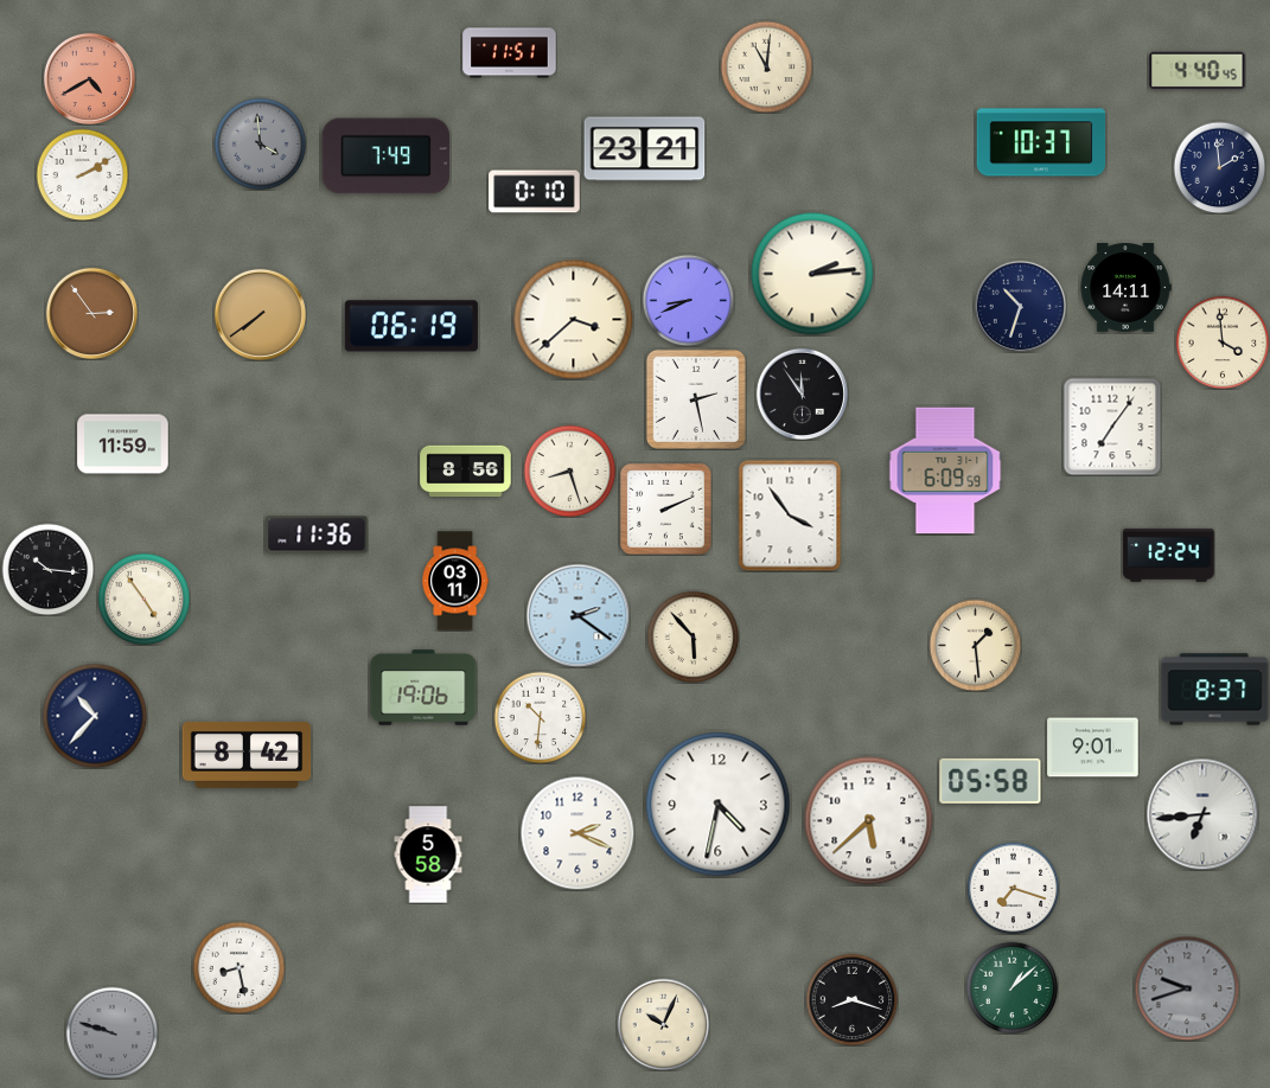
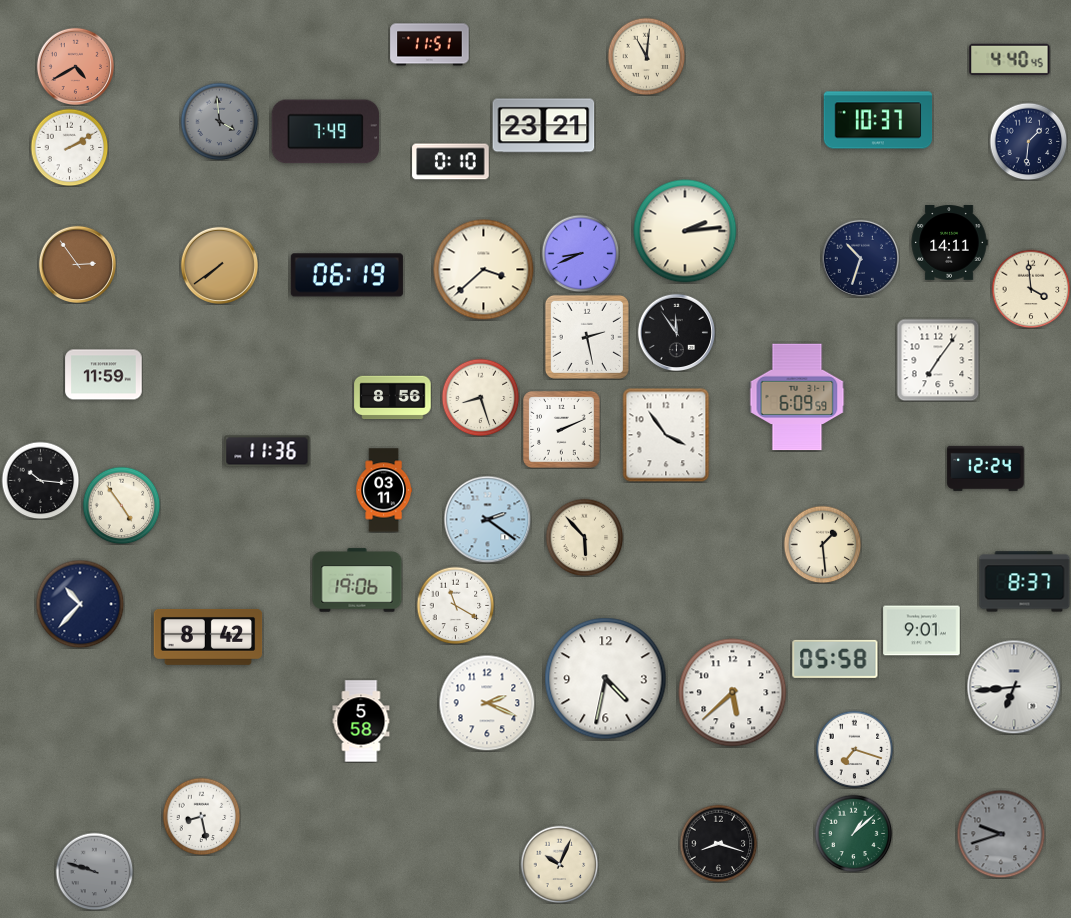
clock at (1219, 167): 1:59 -> 1:31
clock at (540, 717): 10:31 -> 11:20
